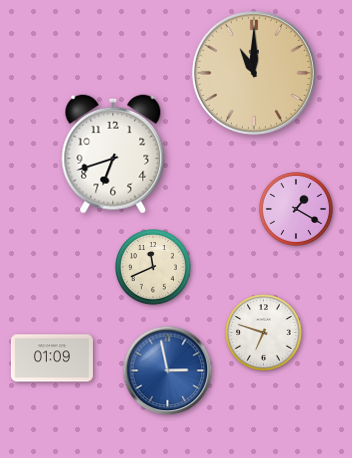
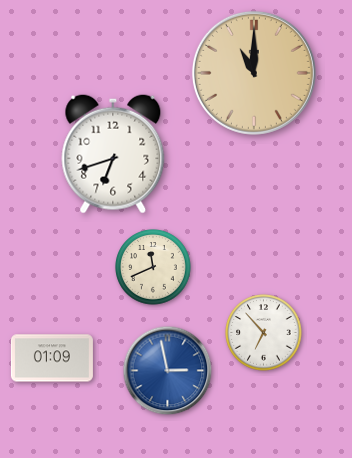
clock at (296, 209): 1:20 -> none
clock at (264, 333): 6:48 -> 6:53
